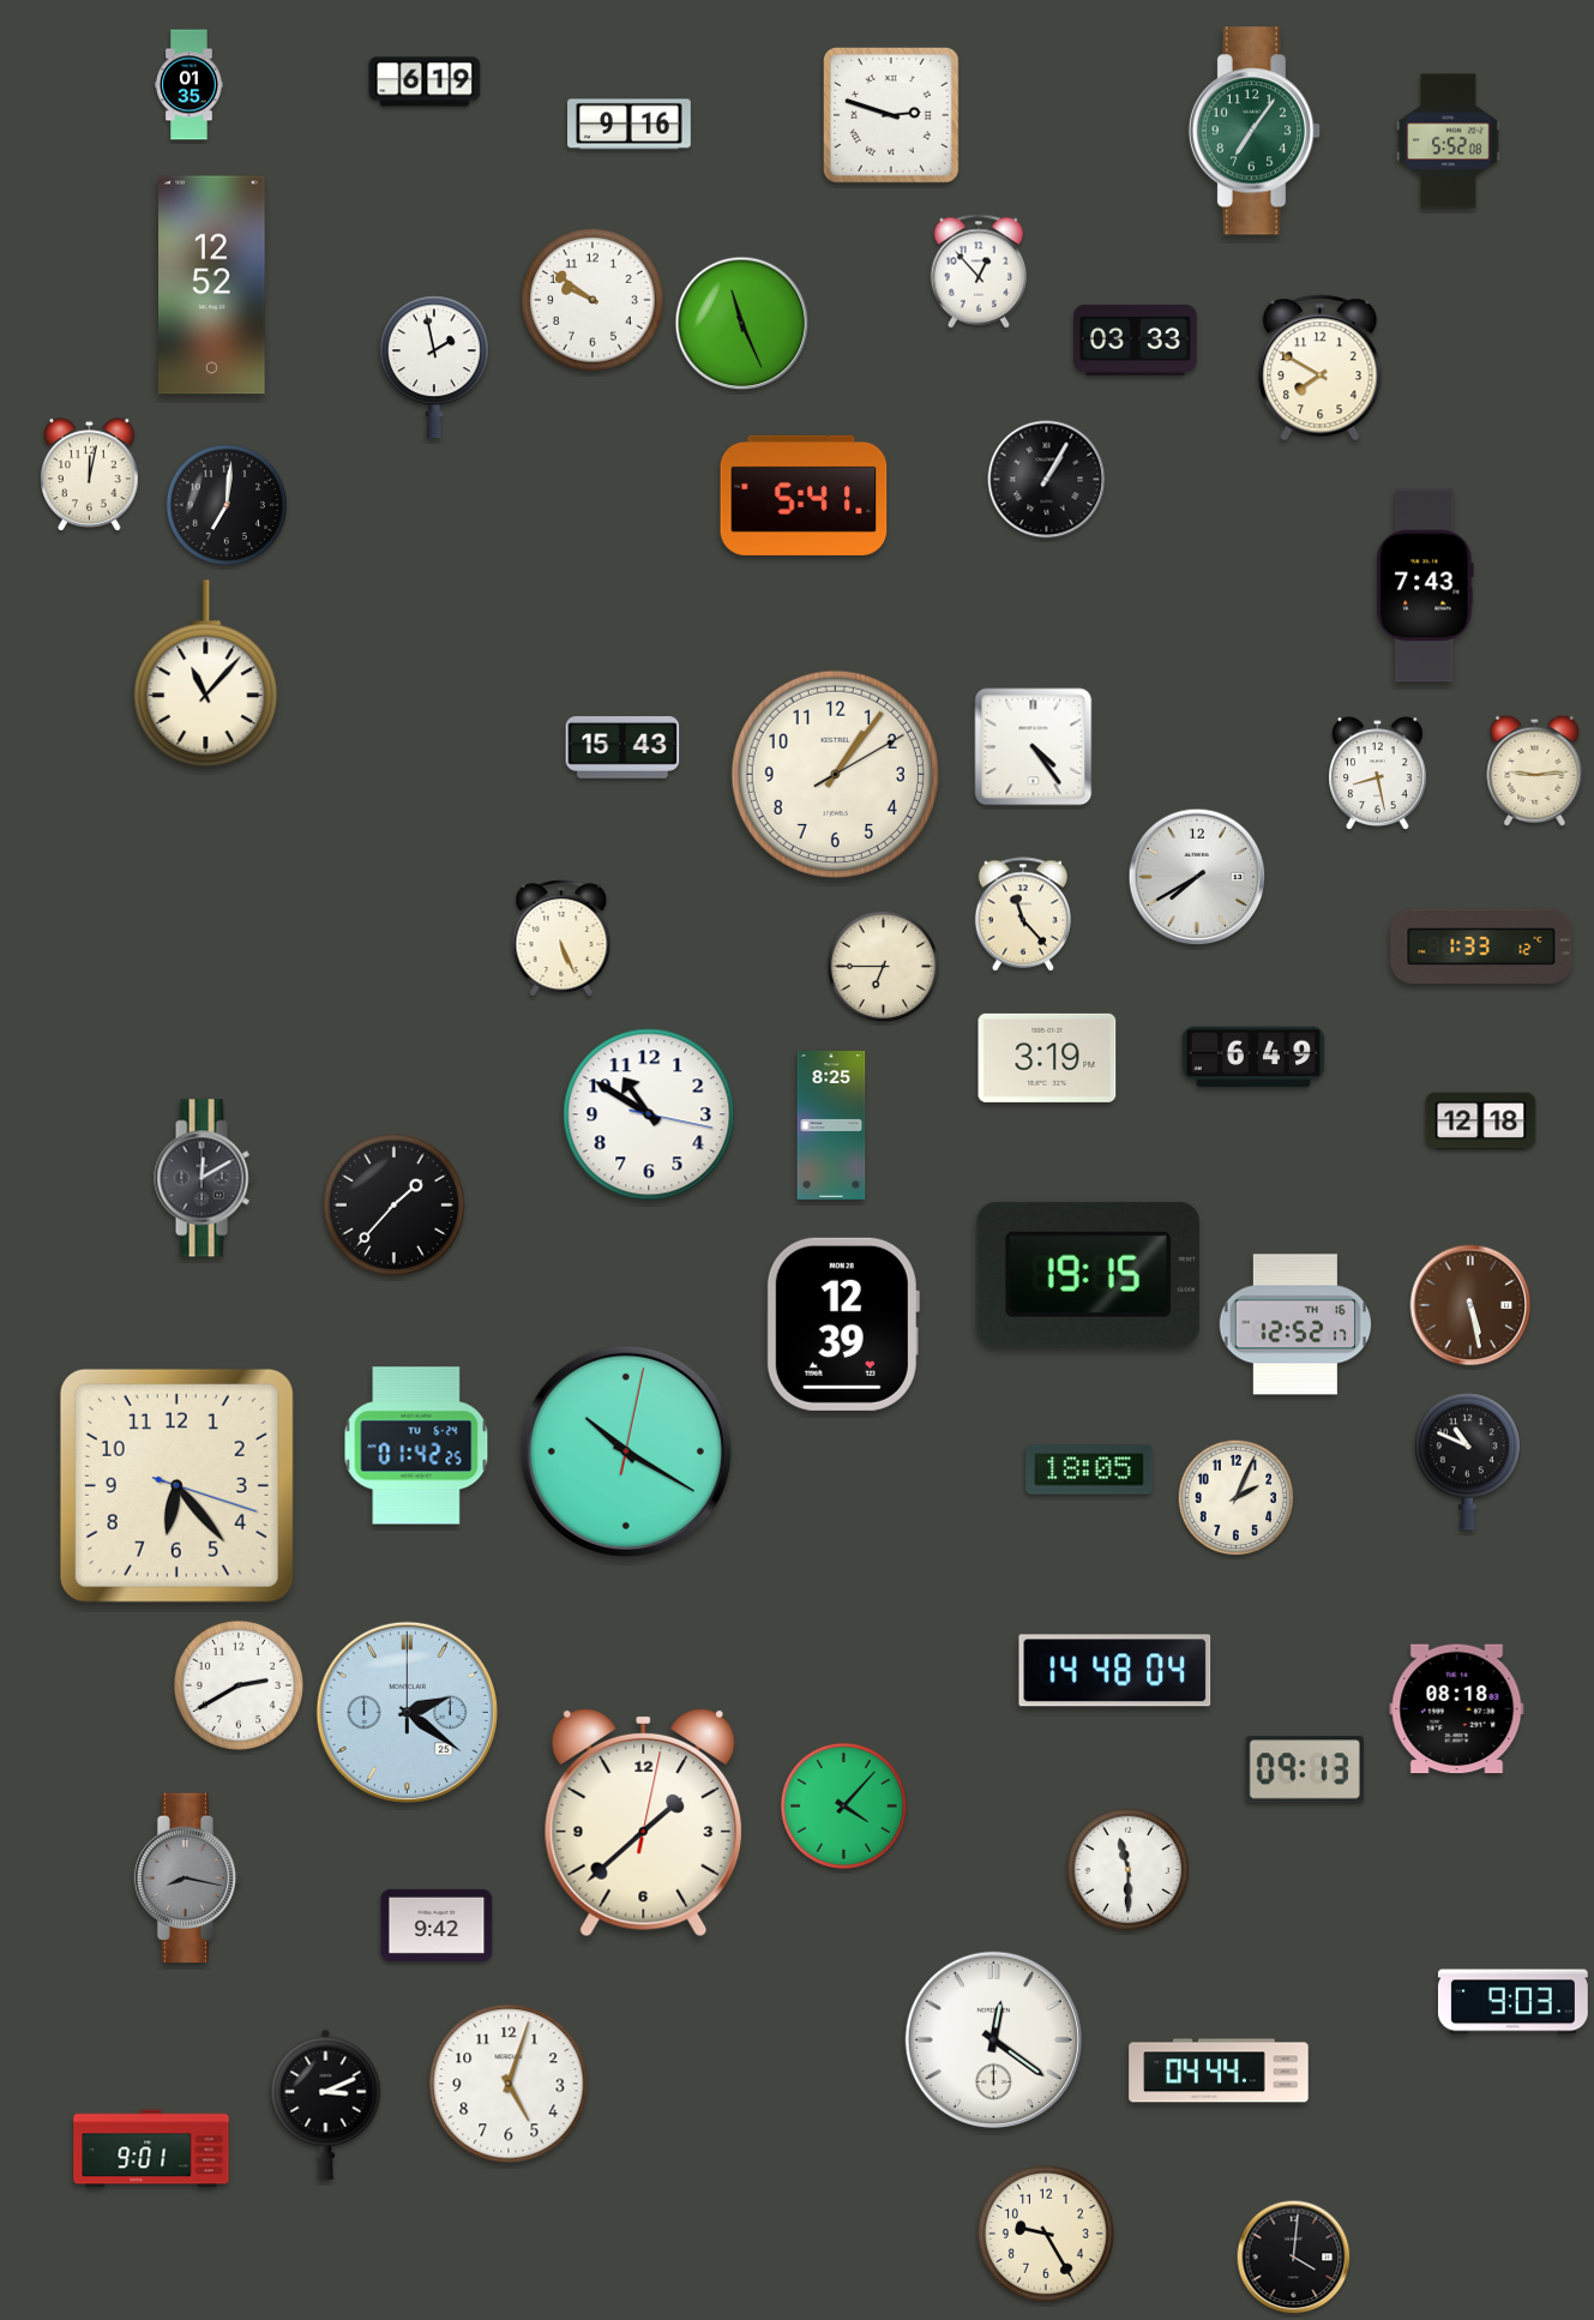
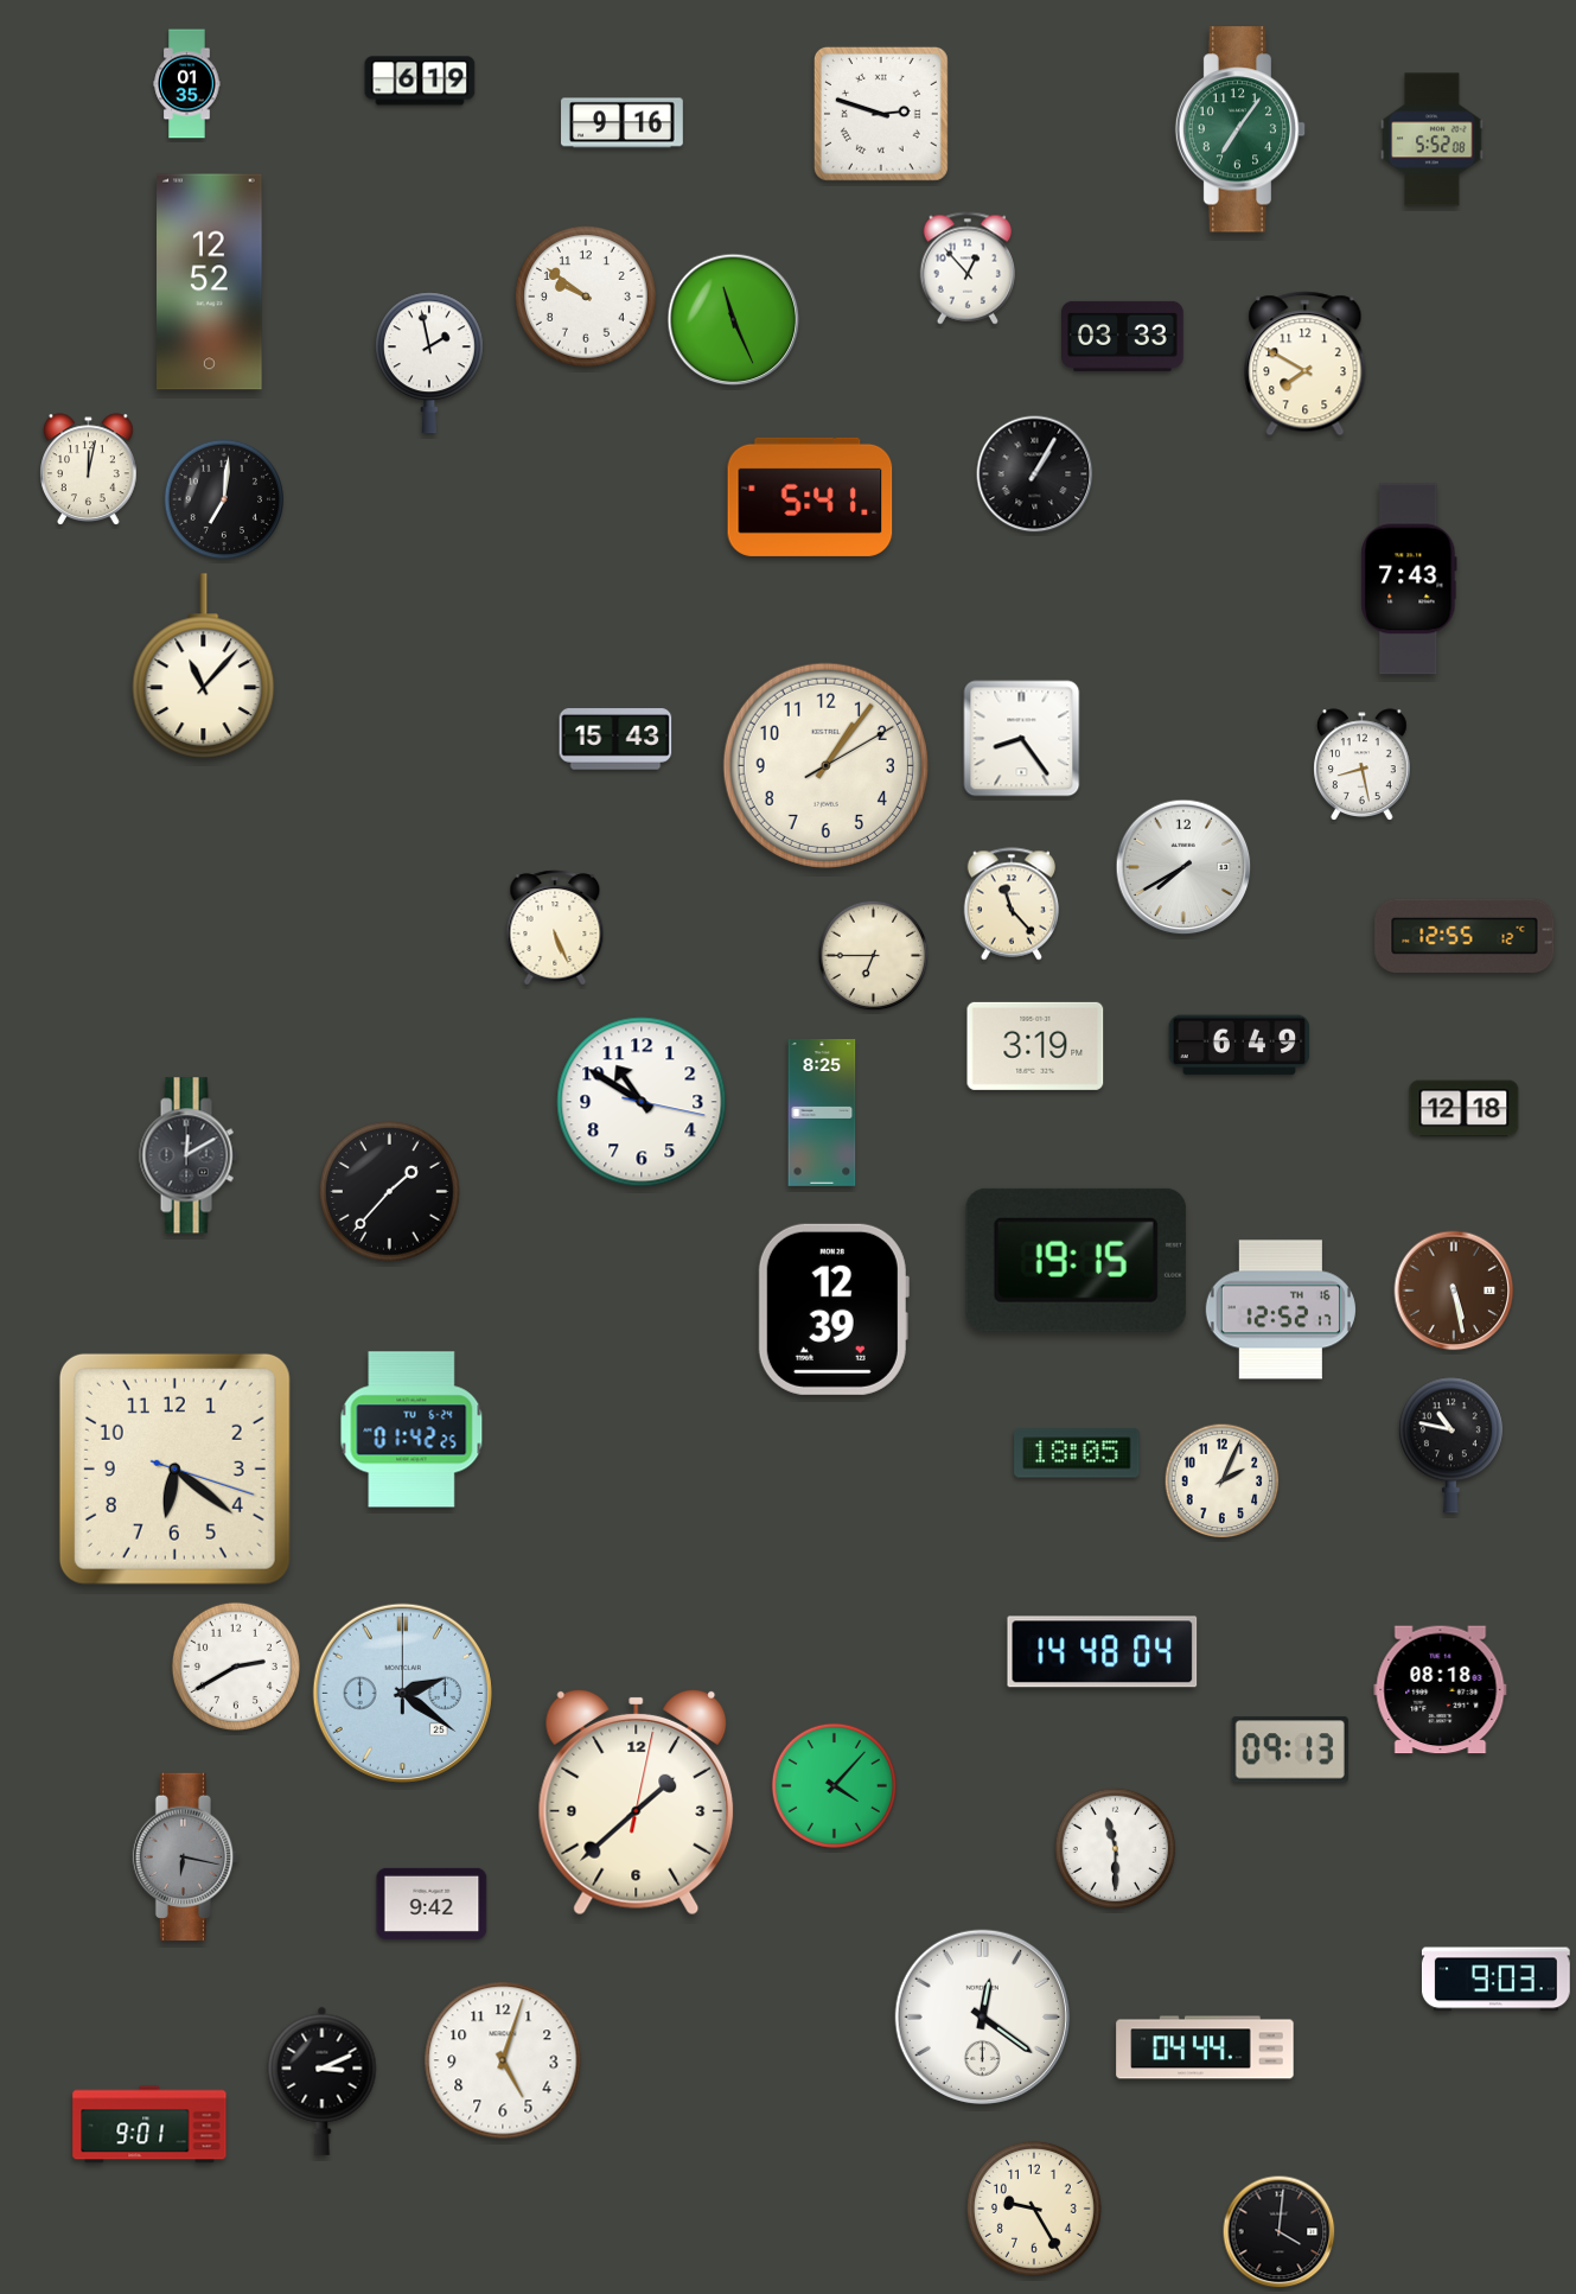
clock at (804, 495) position: (804, 495) -> (810, 497)
clock at (1034, 747): 4:24 -> 8:24
clock at (1535, 770): 9:14 -> none
clock at (1481, 946): 1:33 -> 12:55
clock at (204, 1178) position: (204, 1178) -> (189, 1155)
clock at (626, 1451): 10:20 -> none
clock at (1467, 1462): 10:49 -> 10:47
clock at (176, 1485): 6:23 -> 6:21
clock at (188, 1879): 8:17 -> 6:17
